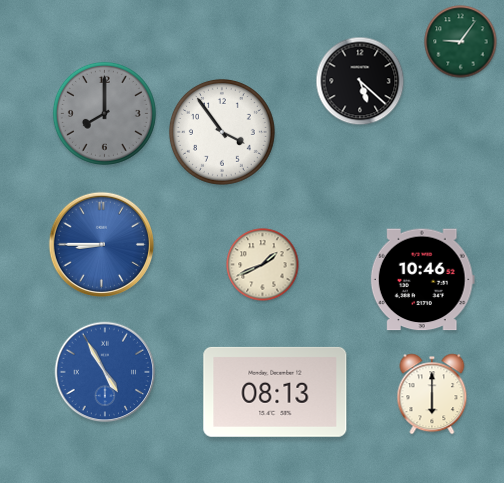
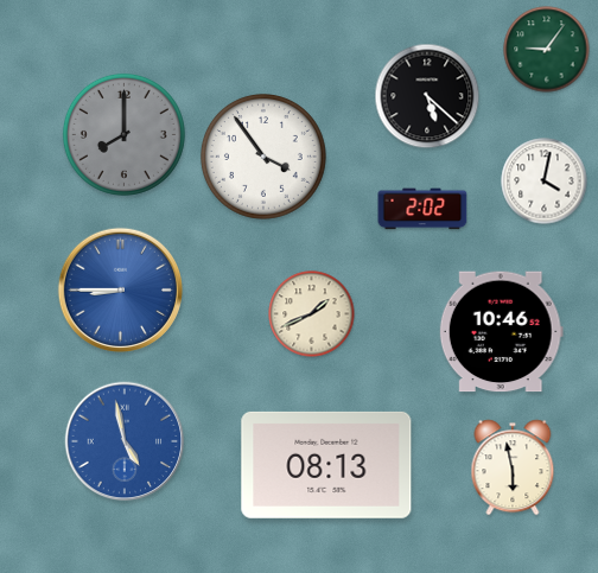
clock at (545, 182): none -> 4:02
clock at (422, 209): none -> 2:02
clock at (105, 372): 4:55 -> 4:58
clock at (432, 394): 6:00 -> 5:58
